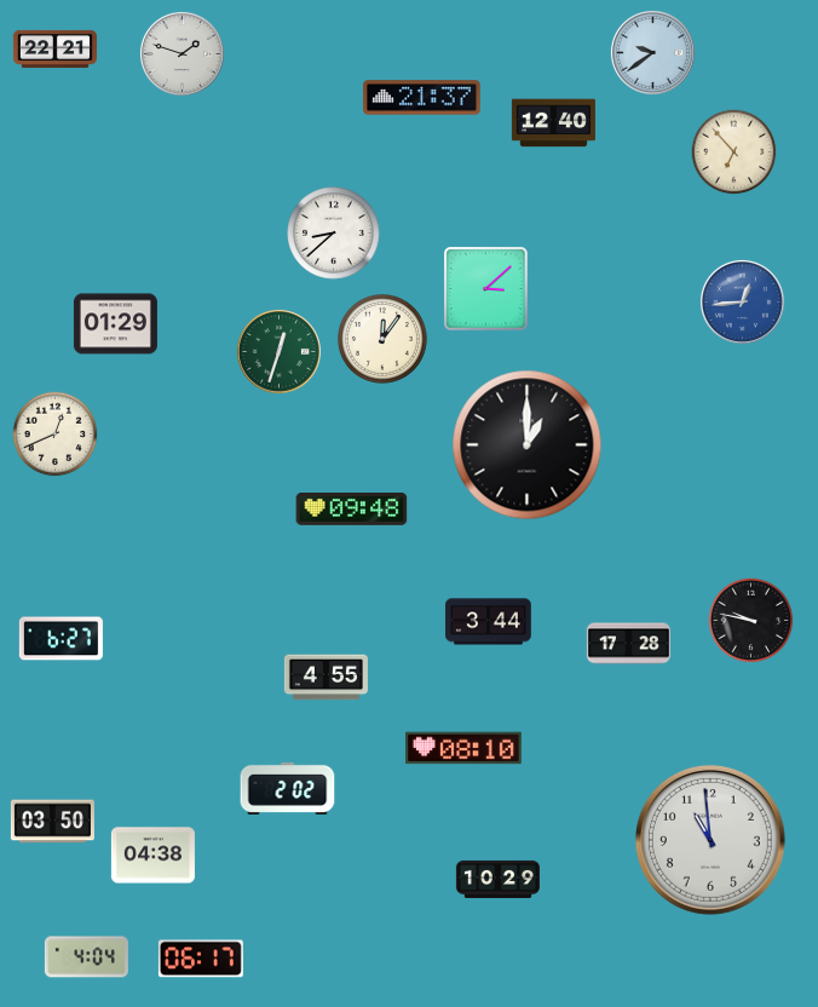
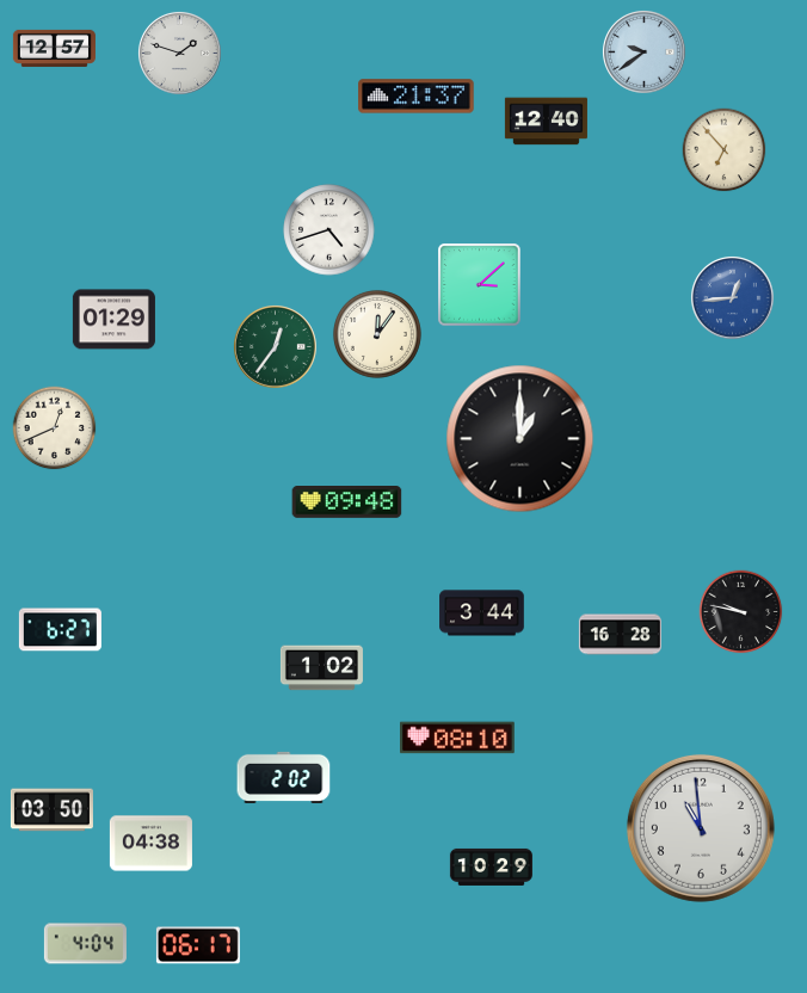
clock at (54, 48): 22:21 -> 12:57
clock at (334, 234): 8:38 -> 4:42
clock at (278, 351): 12:33 -> 12:36
clock at (628, 644): 17:28 -> 16:28
clock at (326, 678): 4:55 -> 1:02
